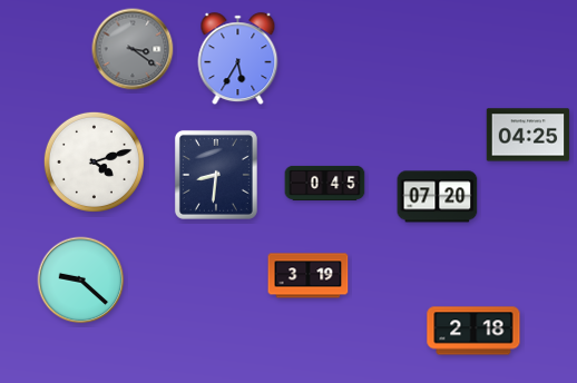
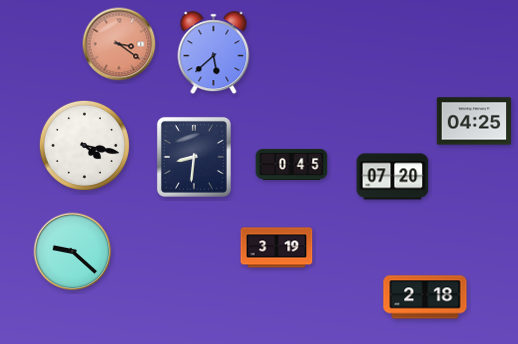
clock at (133, 49) dial: grey -> salmon
clock at (238, 59): 5:35 -> 5:38
clock at (94, 161): 4:12 -> 4:17
